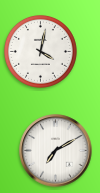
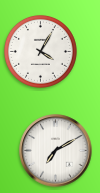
clock at (40, 51): 4:02 -> 4:05
